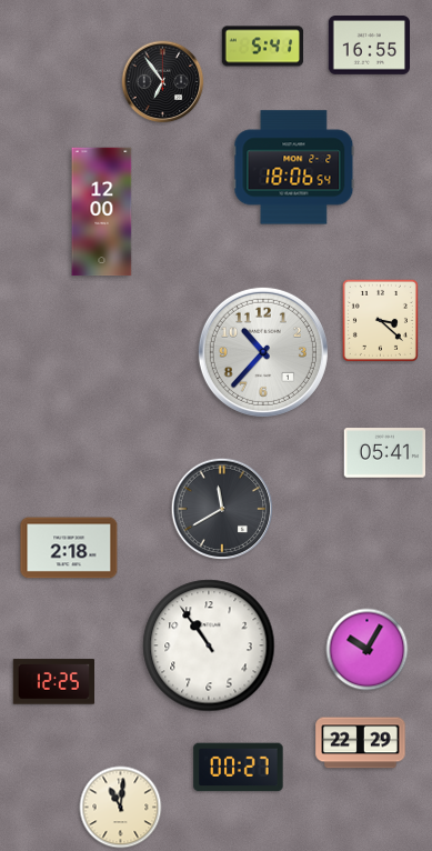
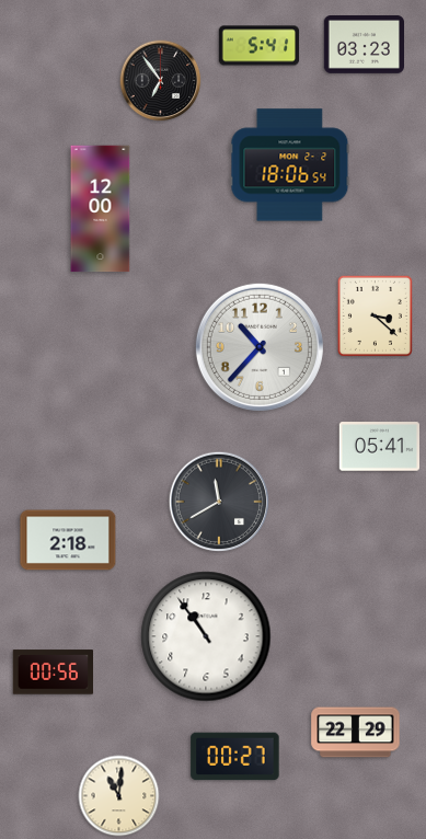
clock at (370, 46): 16:55 -> 03:23
clock at (368, 650): 10:05 -> none
clock at (53, 682): 12:25 -> 00:56
